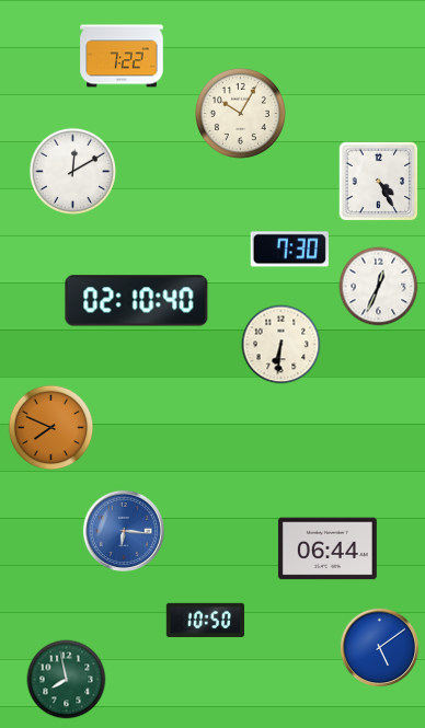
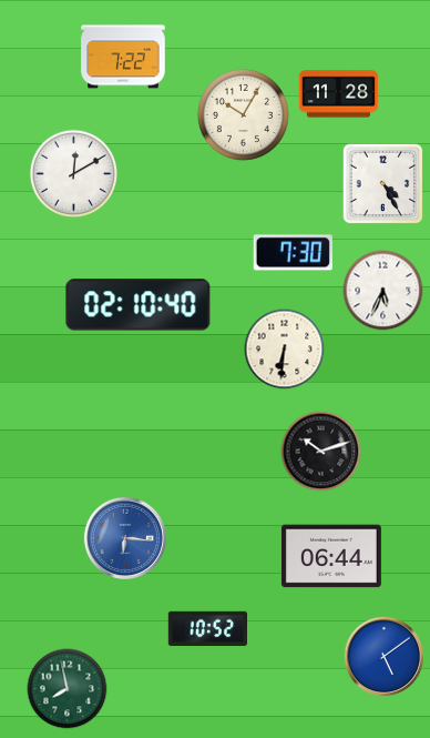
clock at (339, 94): none -> 11:28
clock at (379, 287): 12:34 -> 5:34
clock at (51, 428): 7:49 -> none
clock at (321, 452): none -> 10:12
clock at (205, 621): 10:50 -> 10:52
